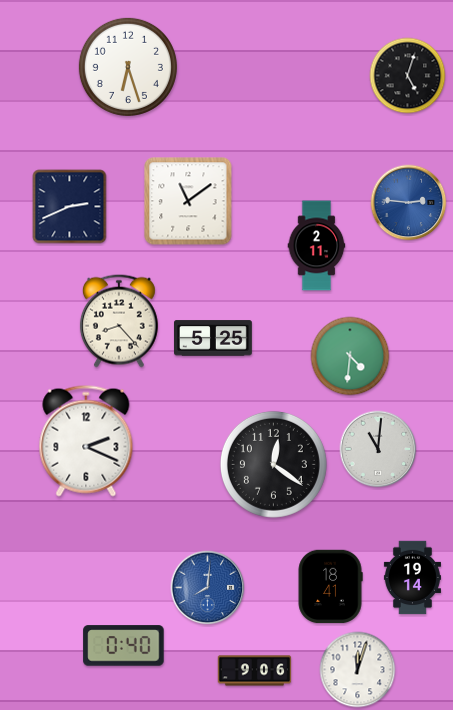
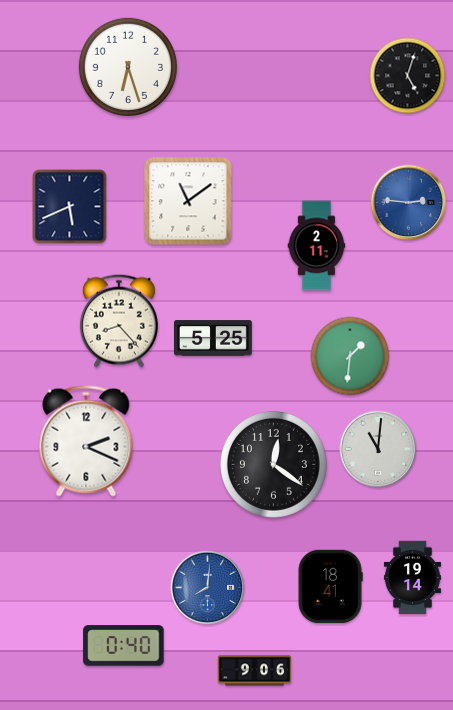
clock at (70, 207): 2:41 -> 5:41
clock at (350, 356): 4:31 -> 1:31
clock at (358, 670): 12:03 -> none
